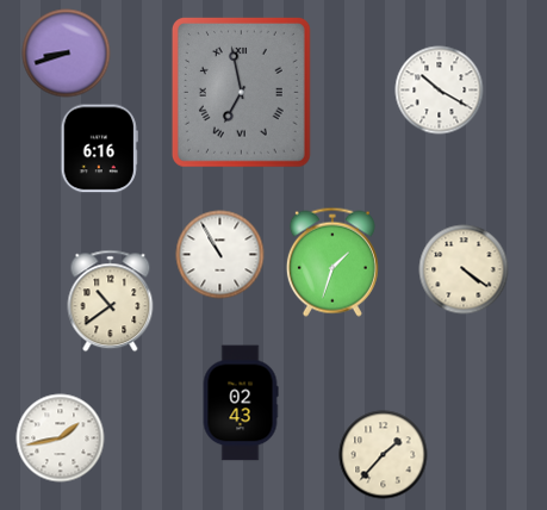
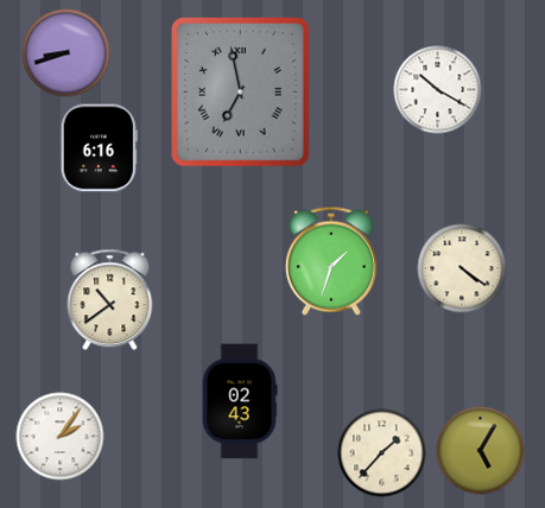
clock at (220, 255): 10:55 -> none
clock at (61, 439): 1:43 -> 2:06
clock at (481, 451): none -> 5:05
